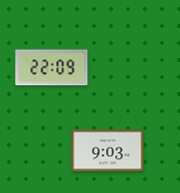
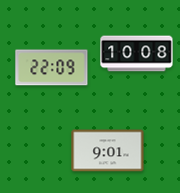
clock at (137, 54): none -> 10:08
clock at (108, 151): 9:03 -> 9:01
